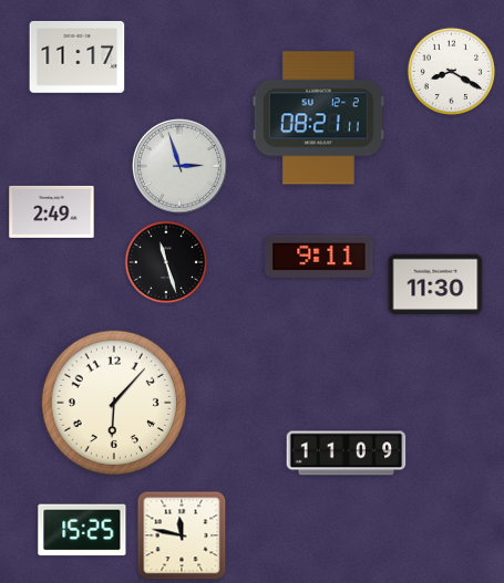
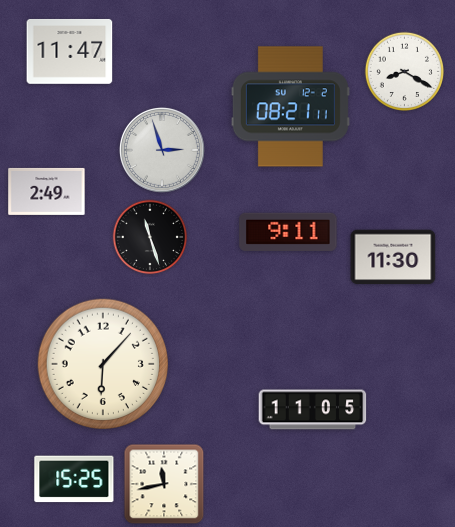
clock at (78, 56): 11:17 -> 11:47
clock at (451, 71) position: (451, 71) -> (404, 71)
clock at (318, 118) position: (318, 118) -> (290, 107)
clock at (347, 454): 11:09 -> 11:05
clock at (182, 535): 11:47 -> 11:43
